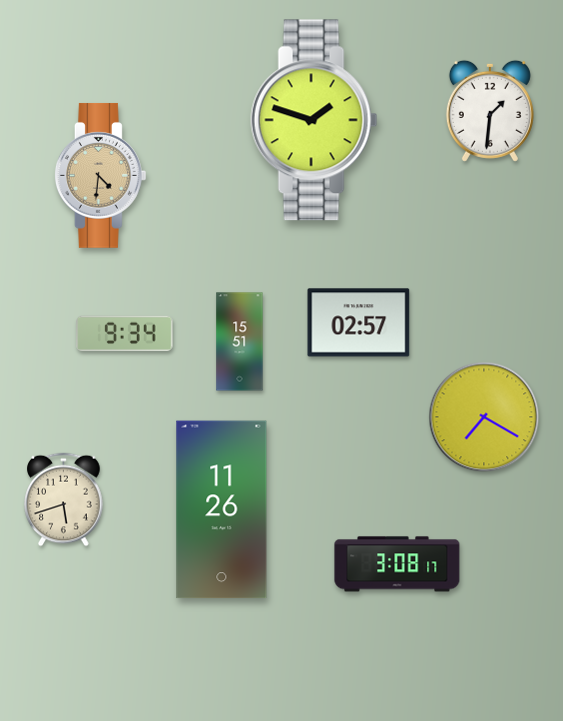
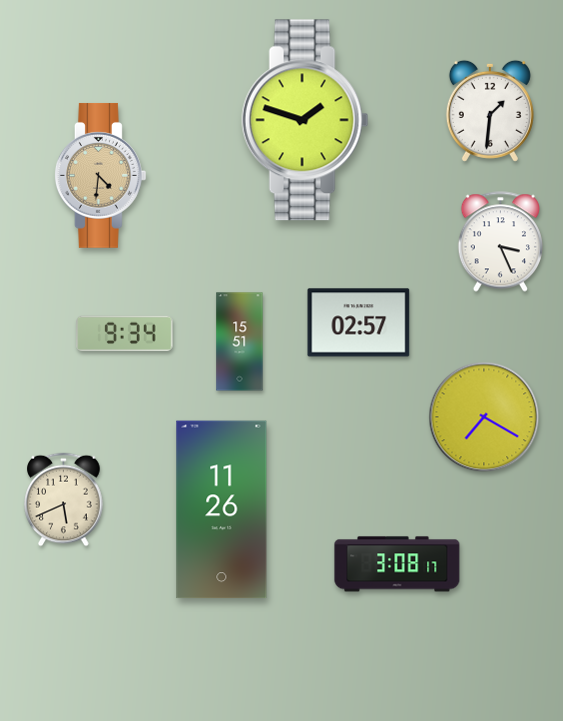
clock at (314, 120) position: (314, 120) -> (305, 120)
clock at (500, 242): none -> 3:26
clock at (64, 500): 5:42 -> 5:41
